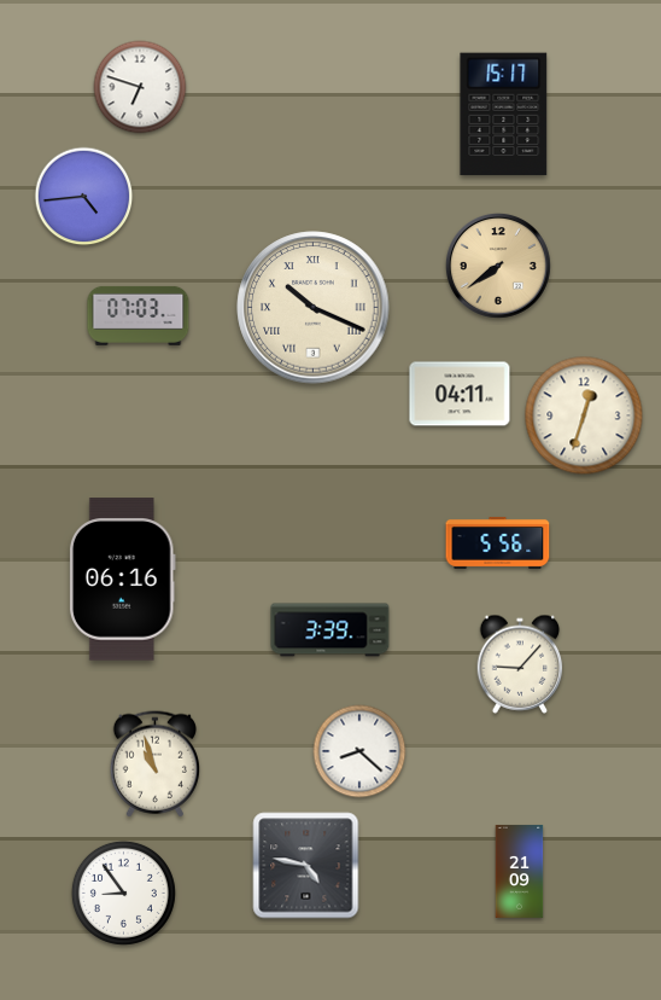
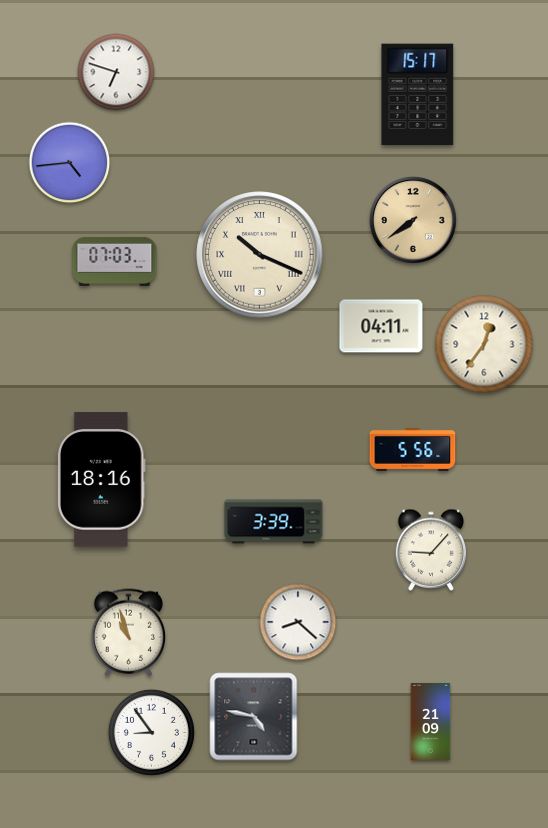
clock at (584, 415): 12:33 -> 12:36
clock at (122, 580): 06:16 -> 18:16
clock at (123, 893) position: (123, 893) -> (151, 732)
